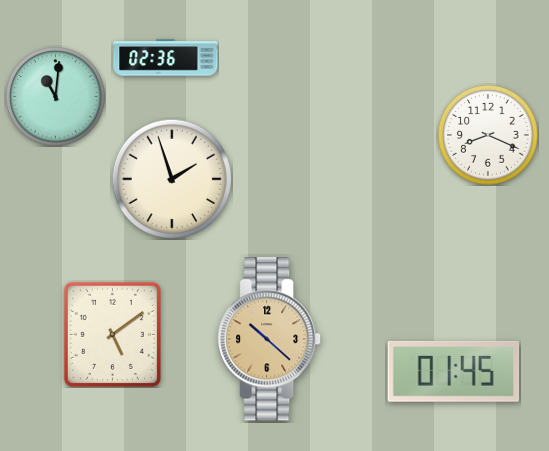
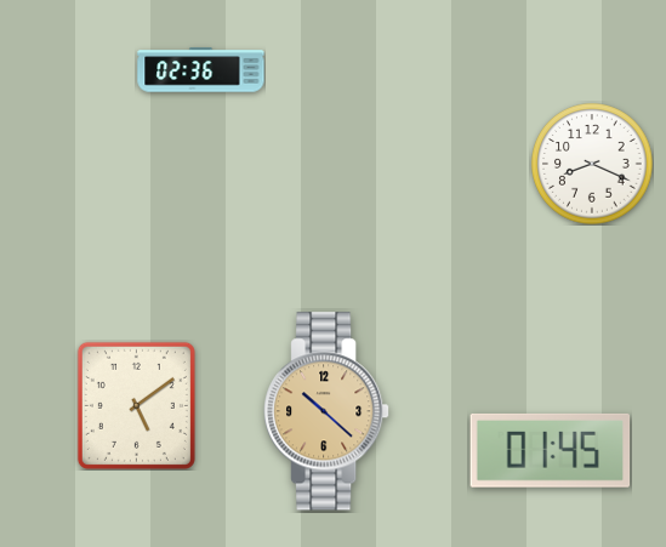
clock at (56, 97): 11:01 -> none
clock at (171, 178): 1:57 -> none
